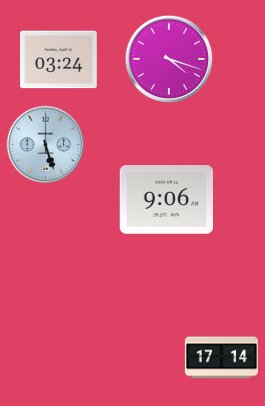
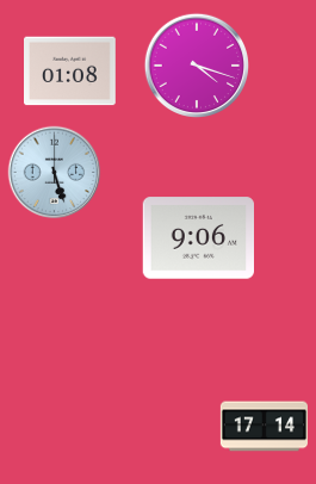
clock at (168, 58) position: (168, 58) -> (196, 64)
clock at (59, 60): 03:24 -> 01:08
